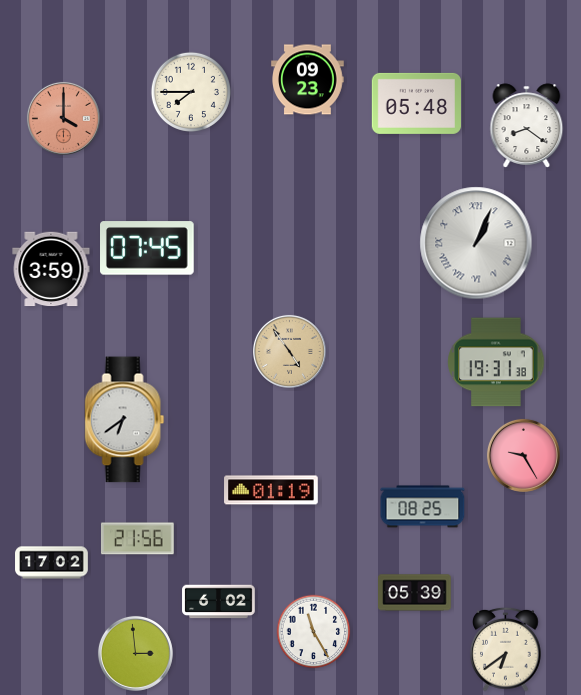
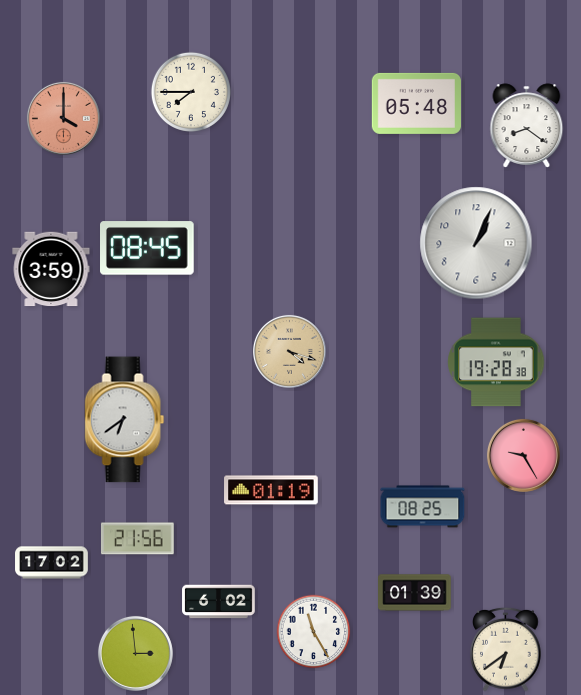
clock at (308, 80): 09:23 -> none
clock at (476, 243) numerals: Roman -> Arabic
clock at (148, 248): 07:45 -> 08:45
clock at (289, 351): 4:54 -> 4:18
clock at (496, 362): 19:31 -> 19:28
clock at (415, 593): 05:39 -> 01:39
